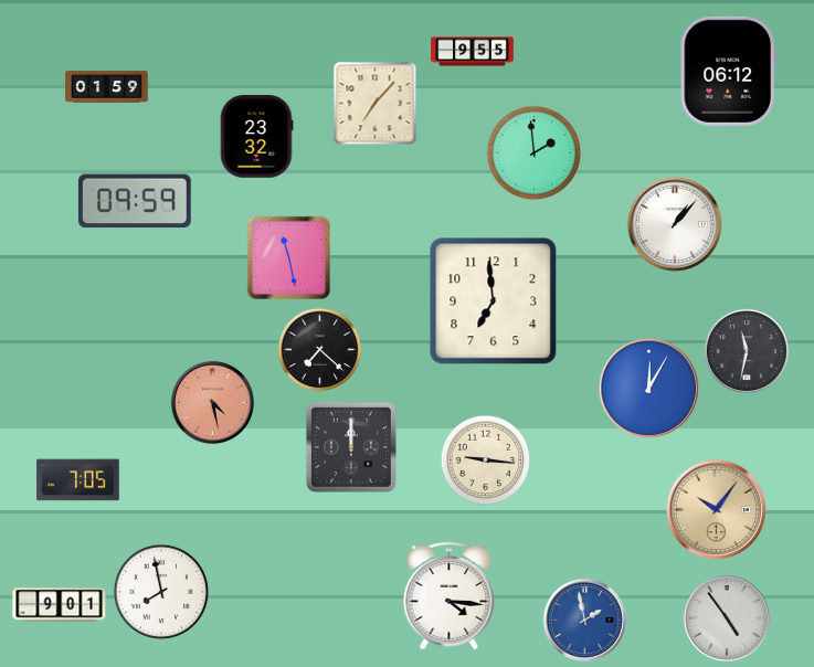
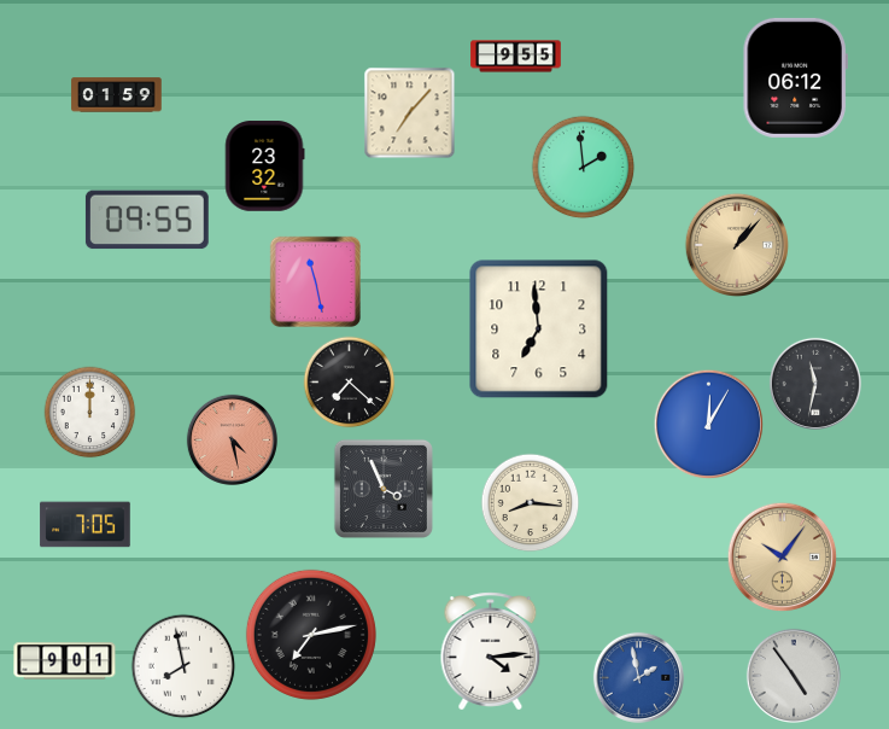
clock at (256, 137) position: (256, 137) -> (264, 167)
clock at (135, 201): 09:59 -> 09:55
clock at (674, 223) dial: white -> champagne
clock at (90, 413): none -> 12:00
clock at (351, 447): 12:00 -> 3:56
clock at (486, 460): 9:16 -> 8:16
clock at (311, 635): none -> 7:13
clock at (161, 592) position: (161, 592) -> (183, 666)
clock at (450, 596): 4:16 -> 4:14
